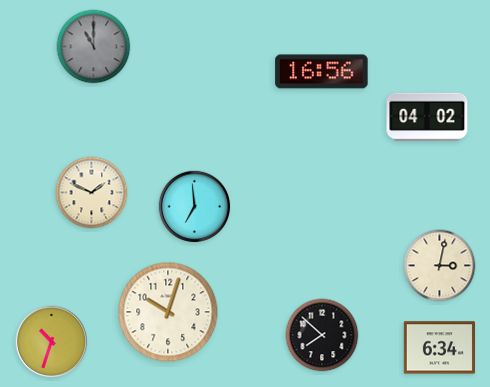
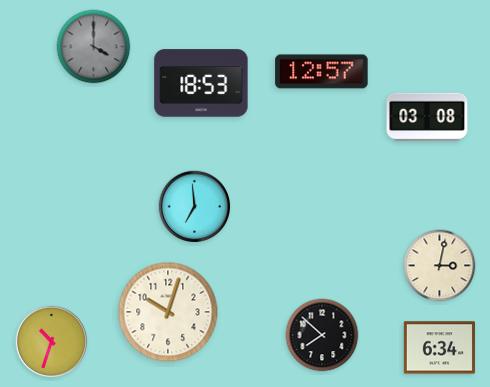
clock at (94, 47): 11:00 -> 4:00
clock at (322, 72): 16:56 -> 12:57
clock at (201, 83): none -> 18:53
clock at (427, 117): 04:02 -> 03:08
clock at (92, 193): 1:49 -> none
